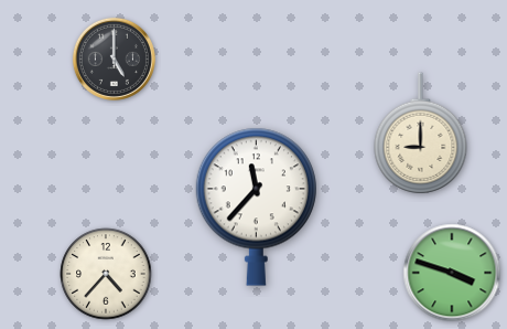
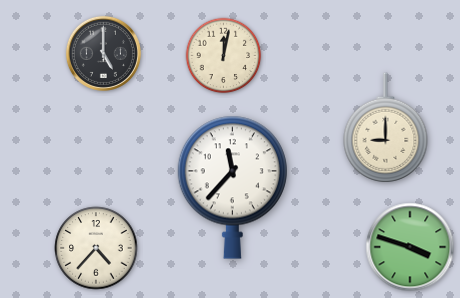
clock at (224, 56): none -> 12:02
clock at (421, 134) position: (421, 134) -> (386, 128)
